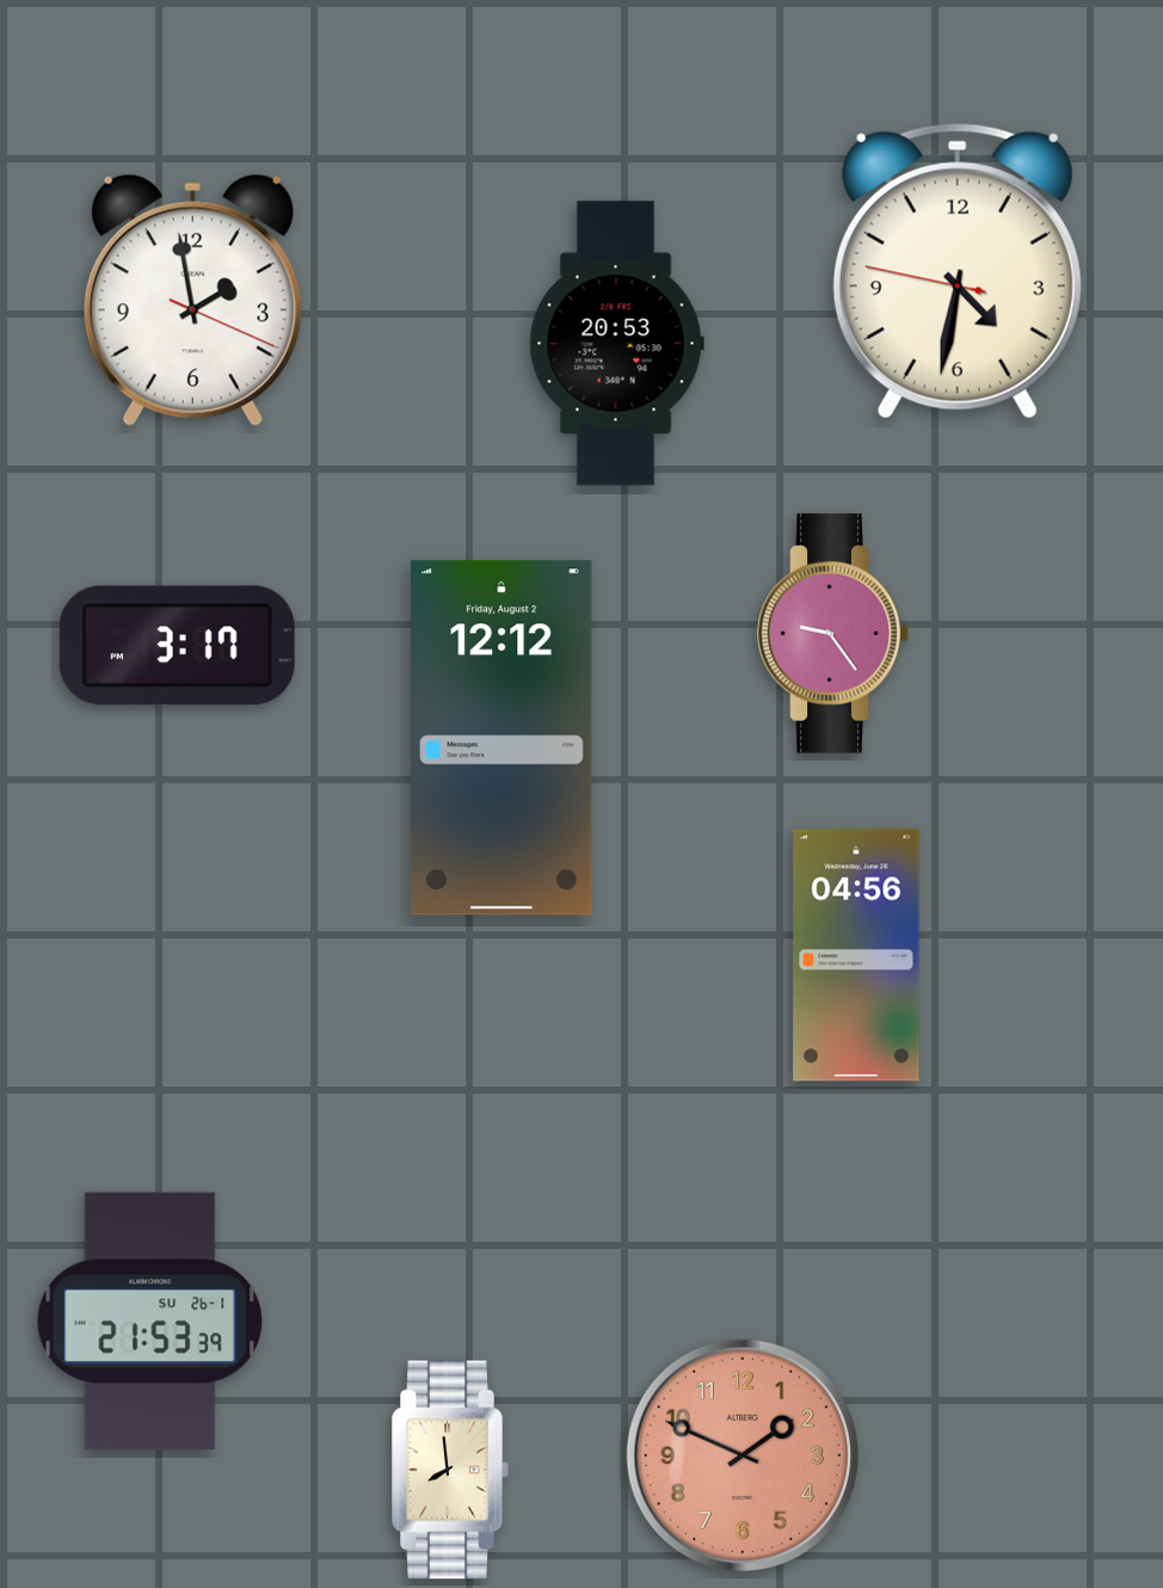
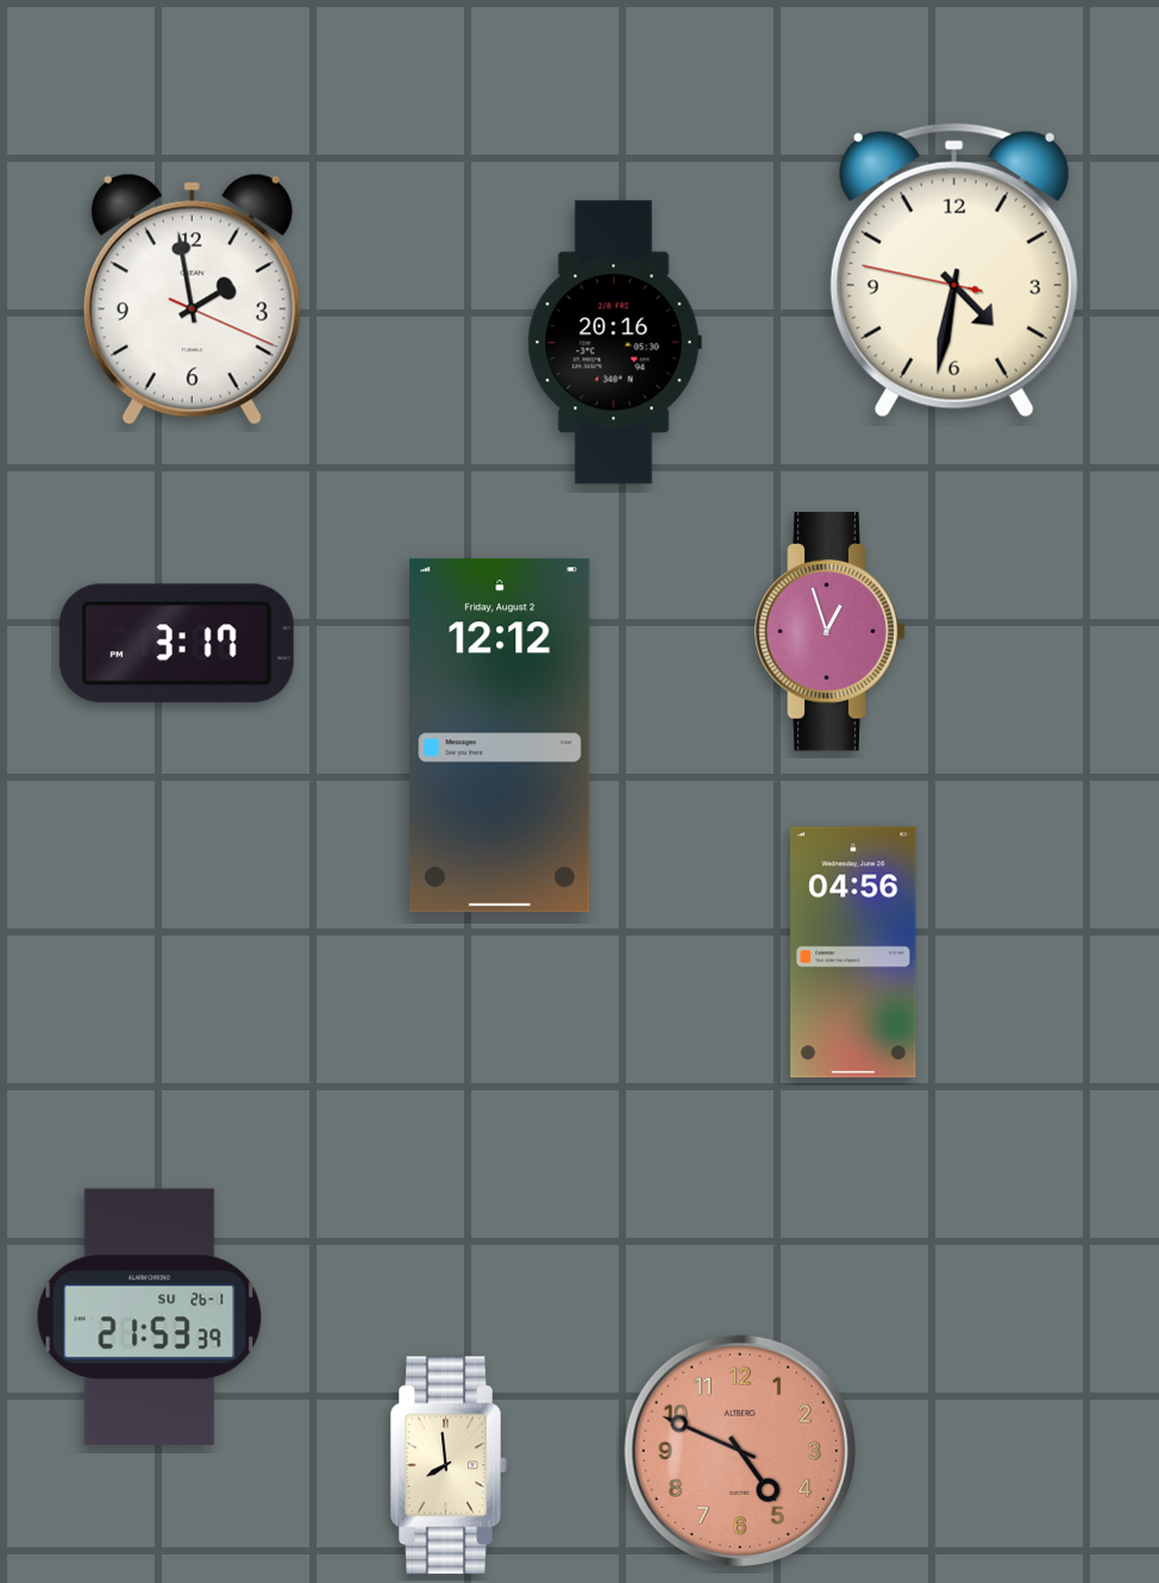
clock at (616, 344): 20:53 -> 20:16
clock at (833, 634): 9:24 -> 12:57
clock at (743, 1455): 1:49 -> 4:49
